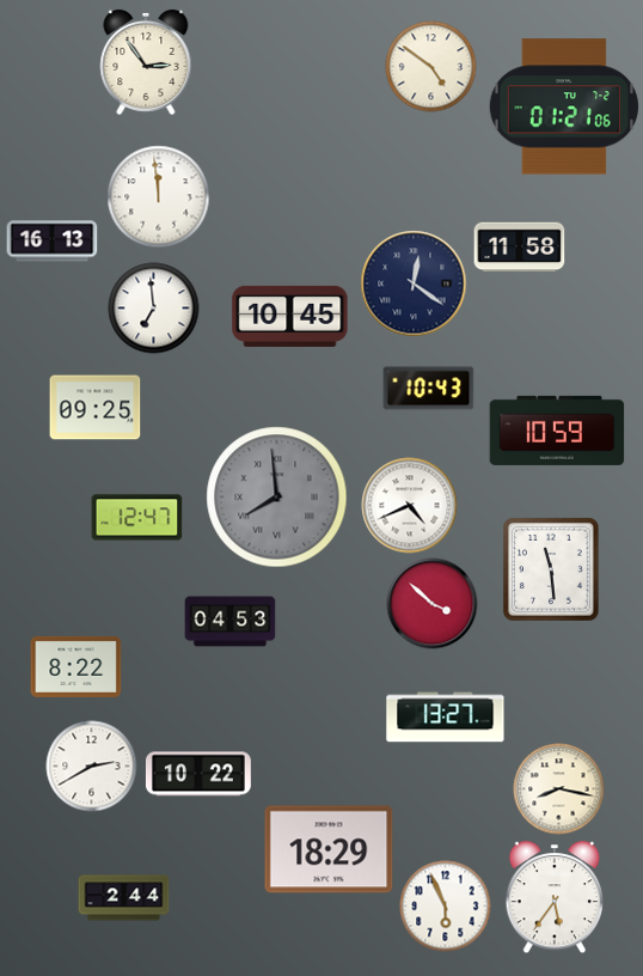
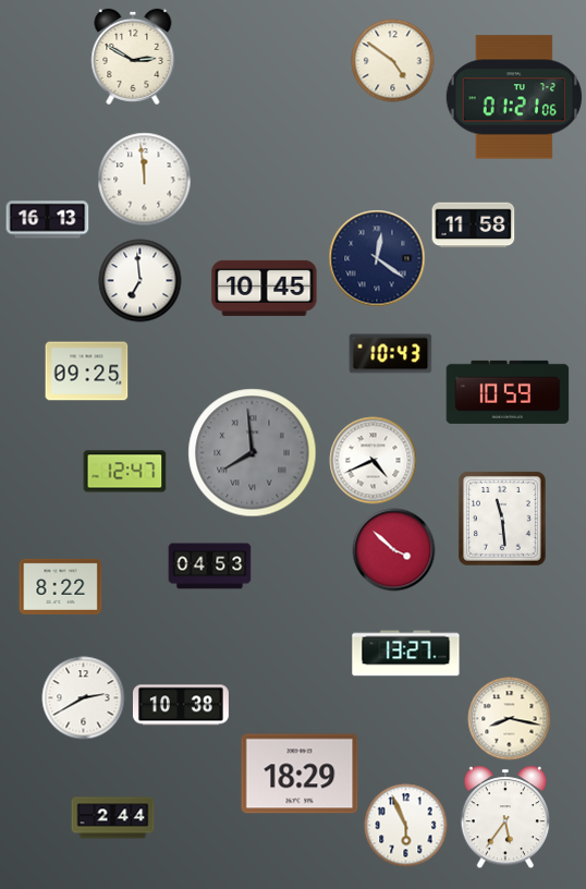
clock at (146, 62): 2:54 -> 2:50
clock at (76, 666) position: (76, 666) -> (61, 586)
clock at (198, 774): 10:22 -> 10:38
